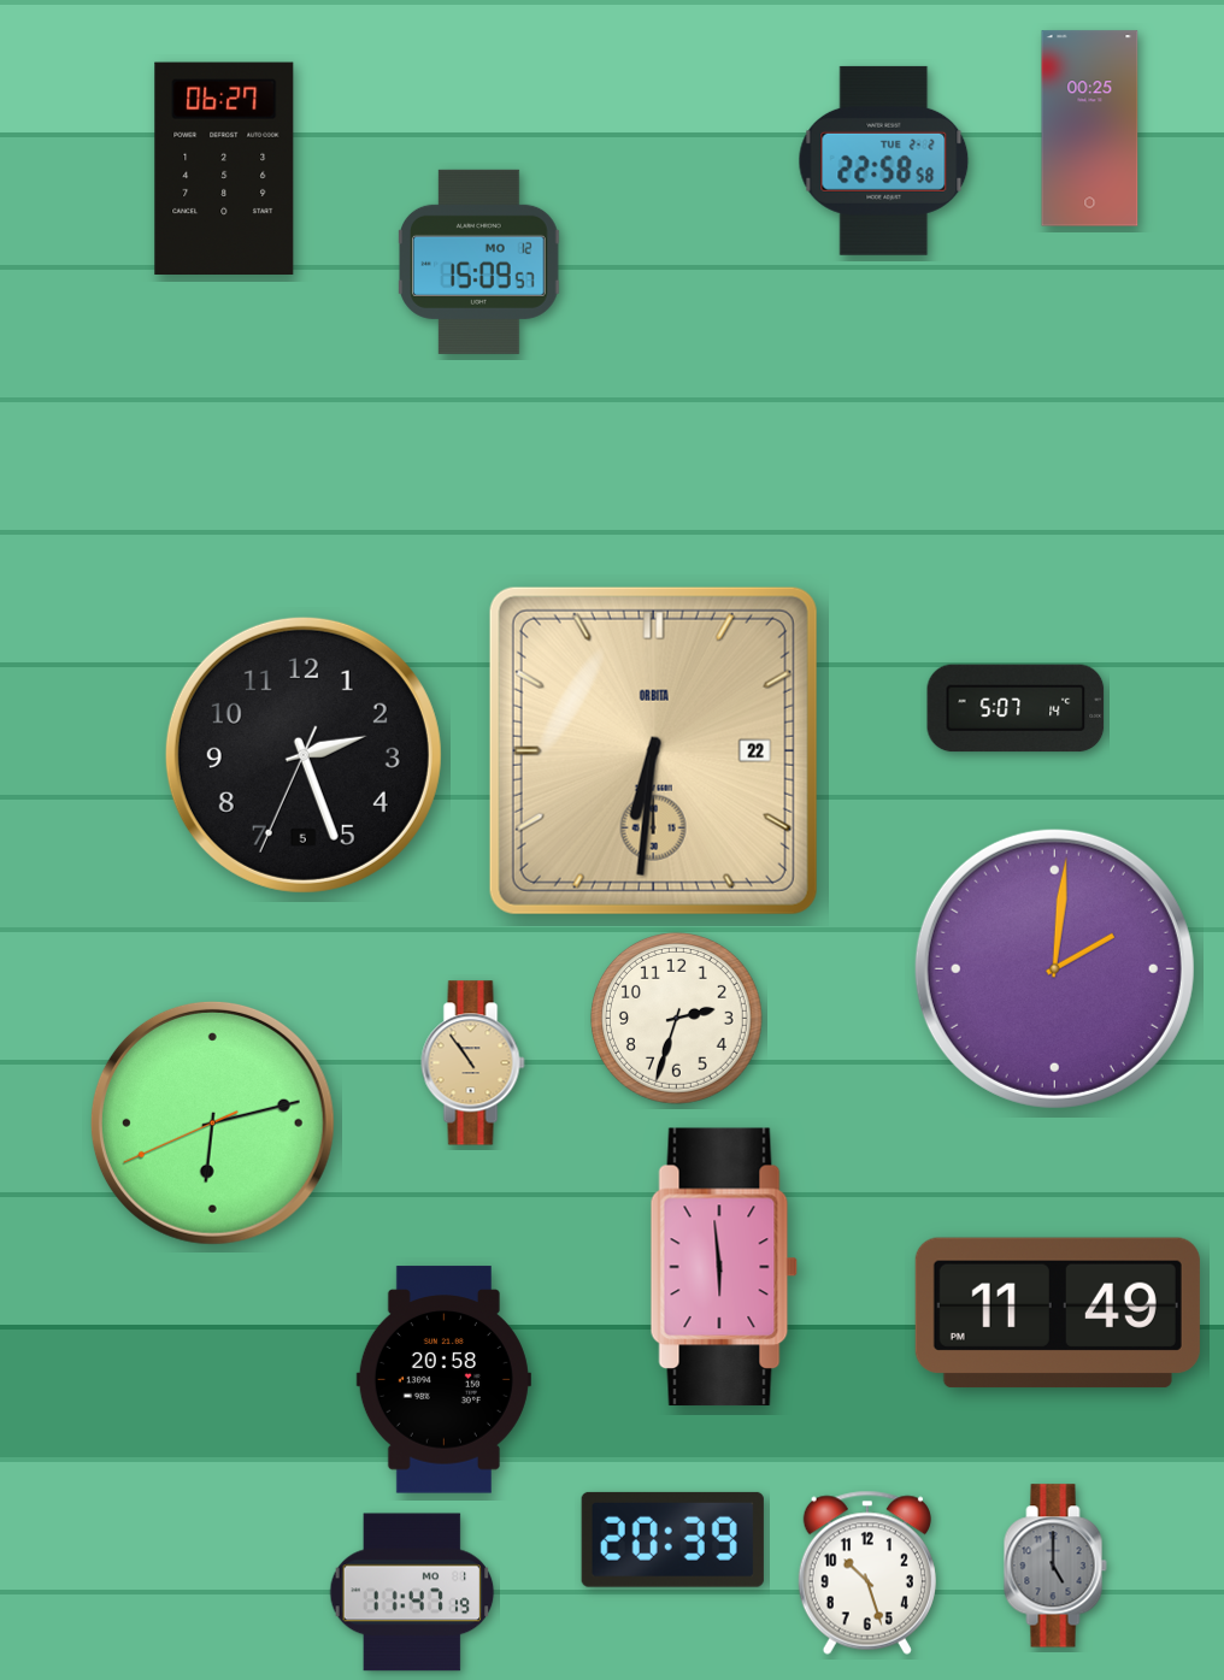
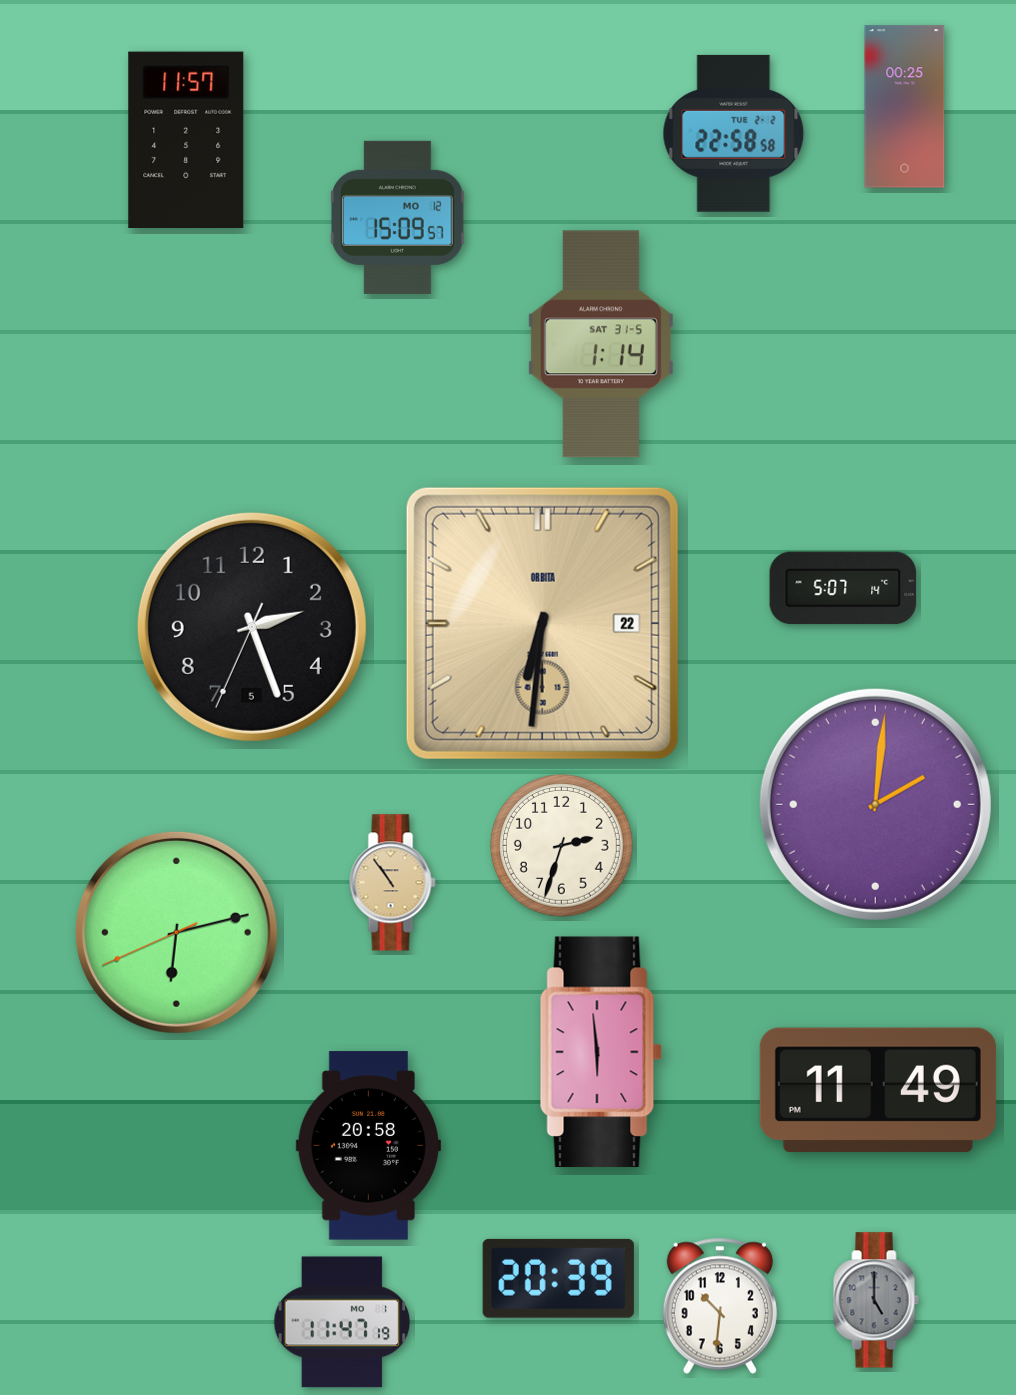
clock at (224, 167): 06:27 -> 11:57
clock at (601, 344): none -> 1:14
clock at (867, 1573): 10:27 -> 10:31
